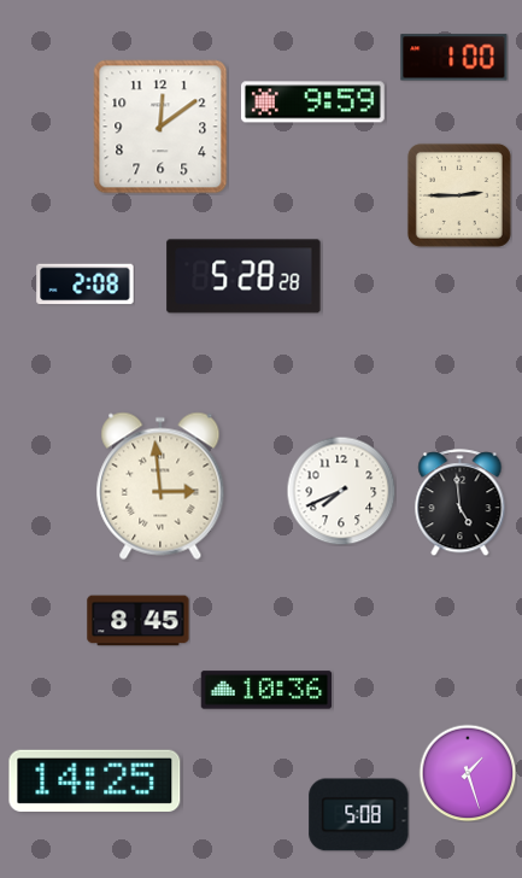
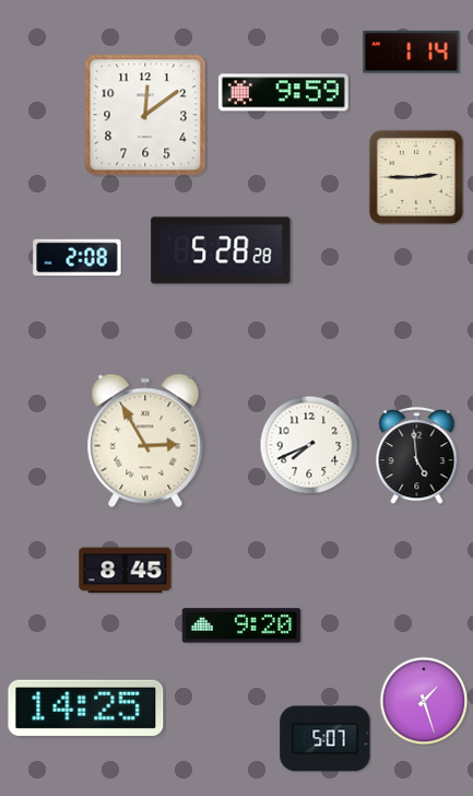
clock at (454, 58): 1:00 -> 1:14
clock at (160, 486): 2:59 -> 2:55
clock at (139, 621) position: (139, 621) -> (126, 571)
clock at (266, 690): 10:36 -> 9:20
clock at (359, 815): 5:08 -> 5:07
